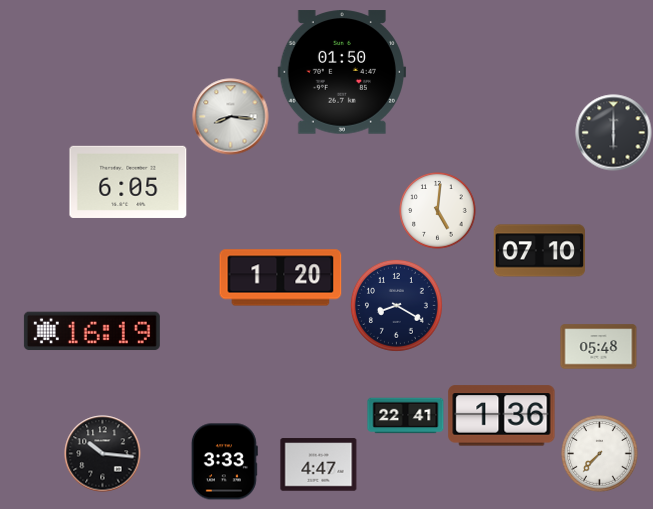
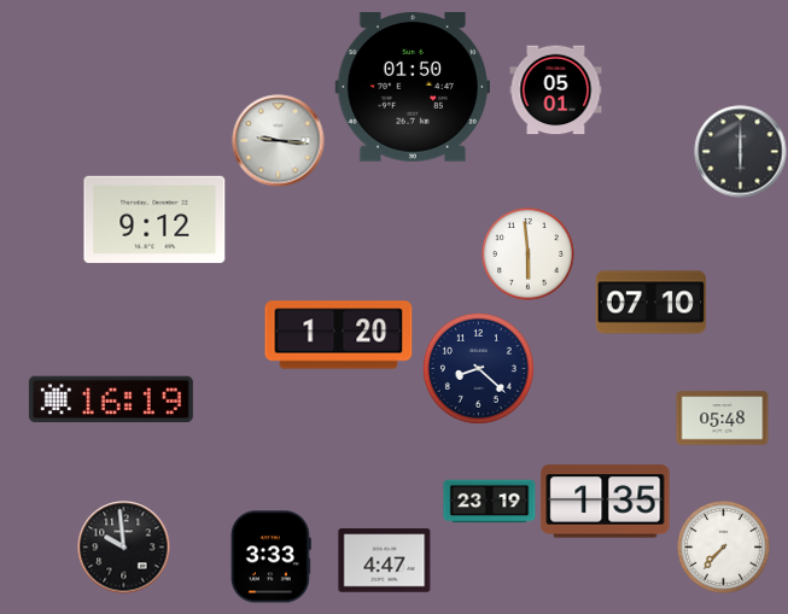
clock at (556, 90): none -> 05:01
clock at (231, 117): 8:16 -> 9:16
clock at (614, 133) position: (614, 133) -> (741, 152)
clock at (128, 182): 6:05 -> 9:12
clock at (438, 211): 5:01 -> 5:59
clock at (396, 305): 8:20 -> 8:22
clock at (406, 416): 22:41 -> 23:19
clock at (502, 416): 1:36 -> 1:35
clock at (103, 454): 10:16 -> 9:59
